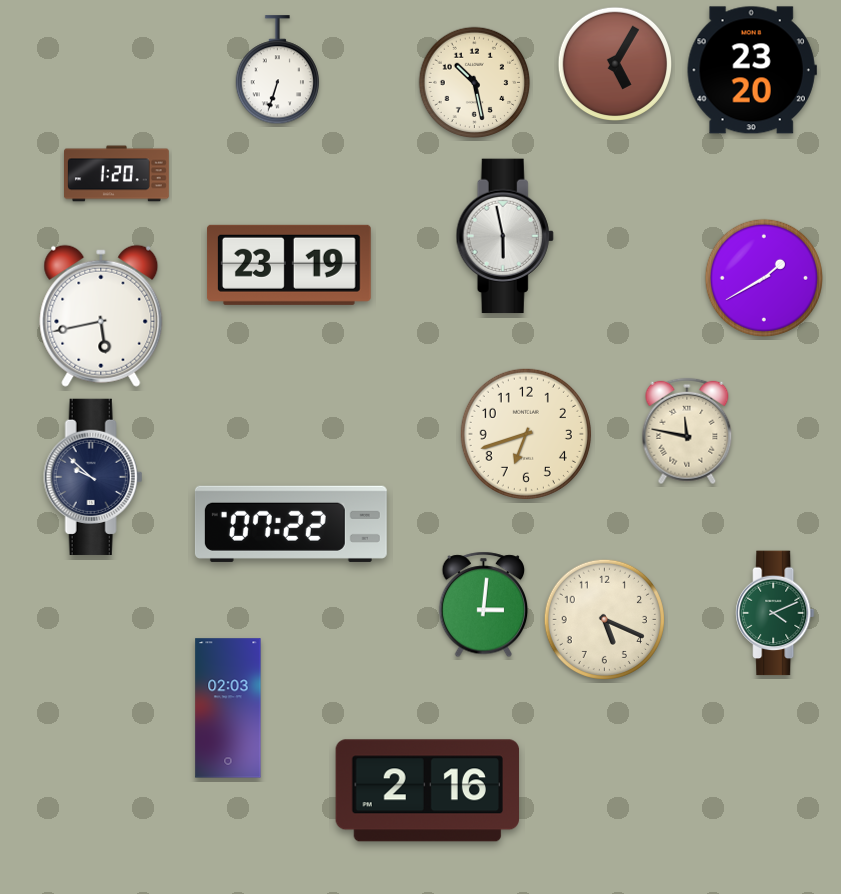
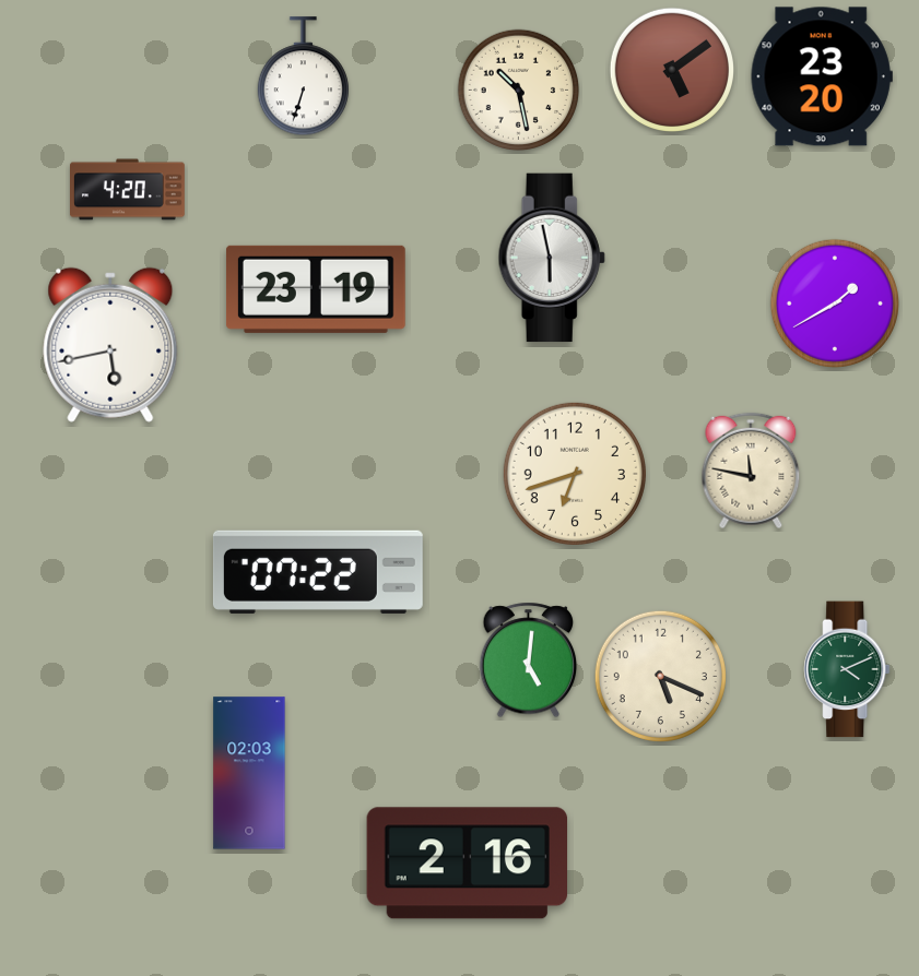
clock at (614, 63): 5:05 -> 5:09
clock at (117, 174): 1:20 -> 4:20
clock at (93, 477): 9:52 -> none
clock at (484, 605): 3:01 -> 5:01
